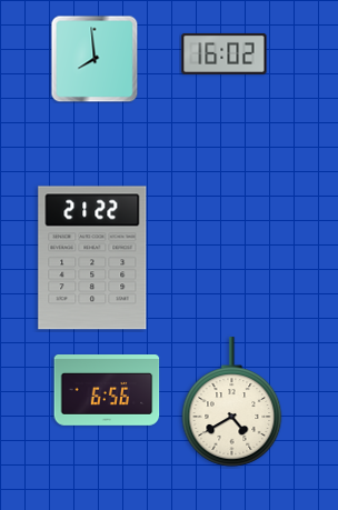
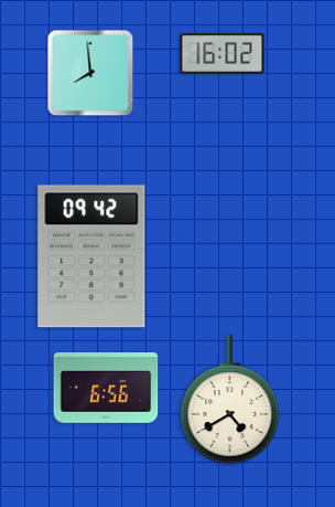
clock at (95, 59) position: (95, 59) -> (90, 73)
clock at (92, 258): 21:22 -> 09:42
